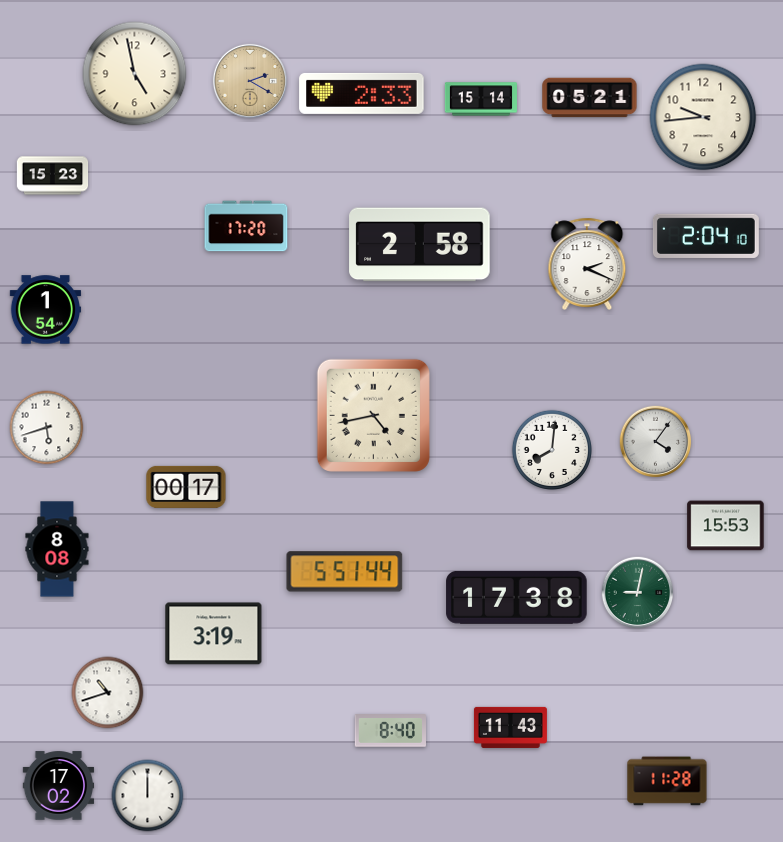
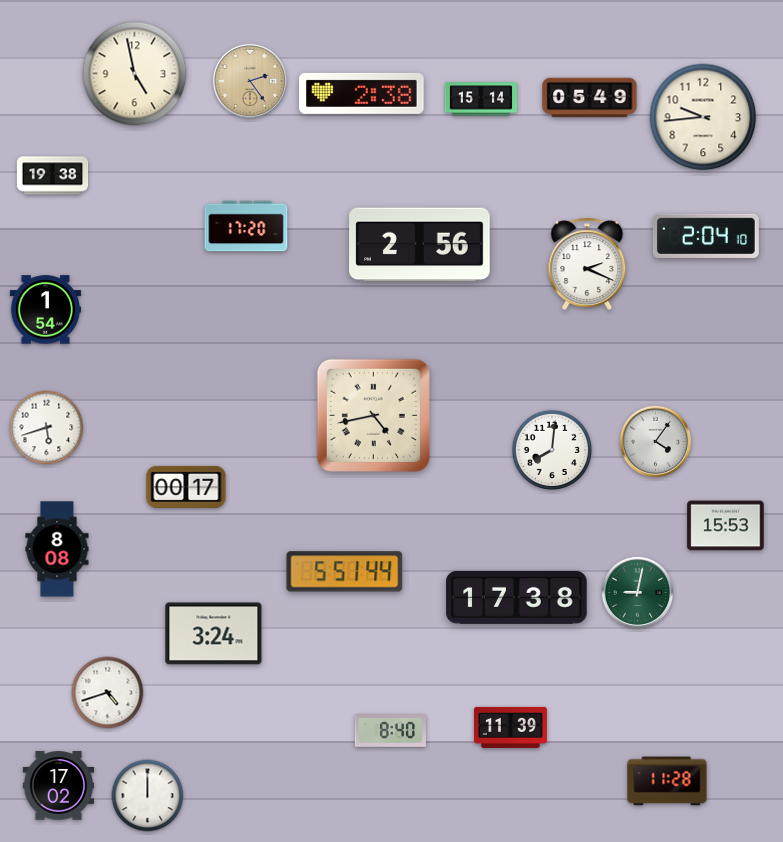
clock at (250, 81): 2:20 -> 2:24
clock at (362, 93): 2:33 -> 2:38
clock at (590, 98): 05:21 -> 05:49
clock at (53, 176): 15:23 -> 19:38
clock at (420, 245): 2:58 -> 2:56
clock at (214, 634): 3:19 -> 3:24
clock at (108, 693): 10:42 -> 4:42
clock at (510, 727): 11:43 -> 11:39
